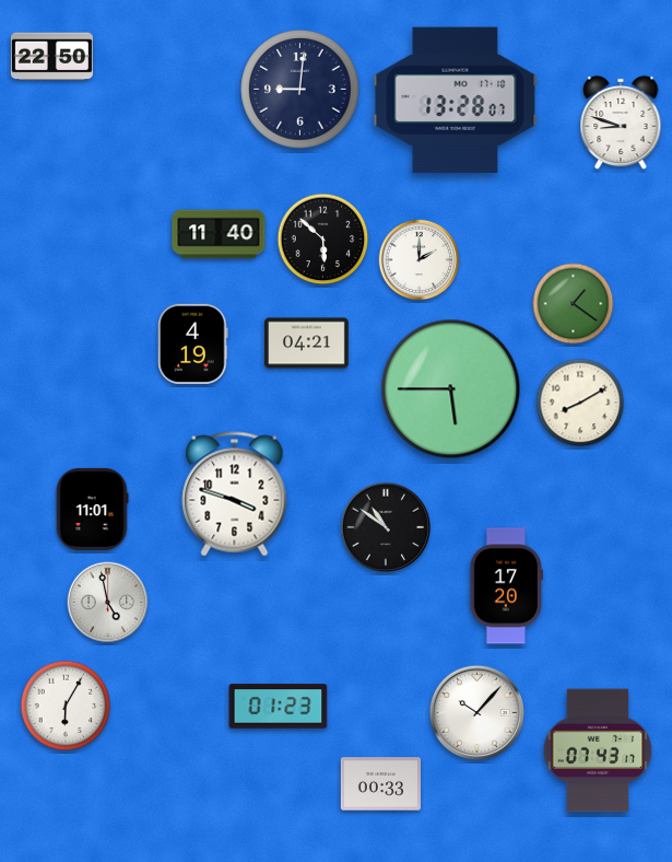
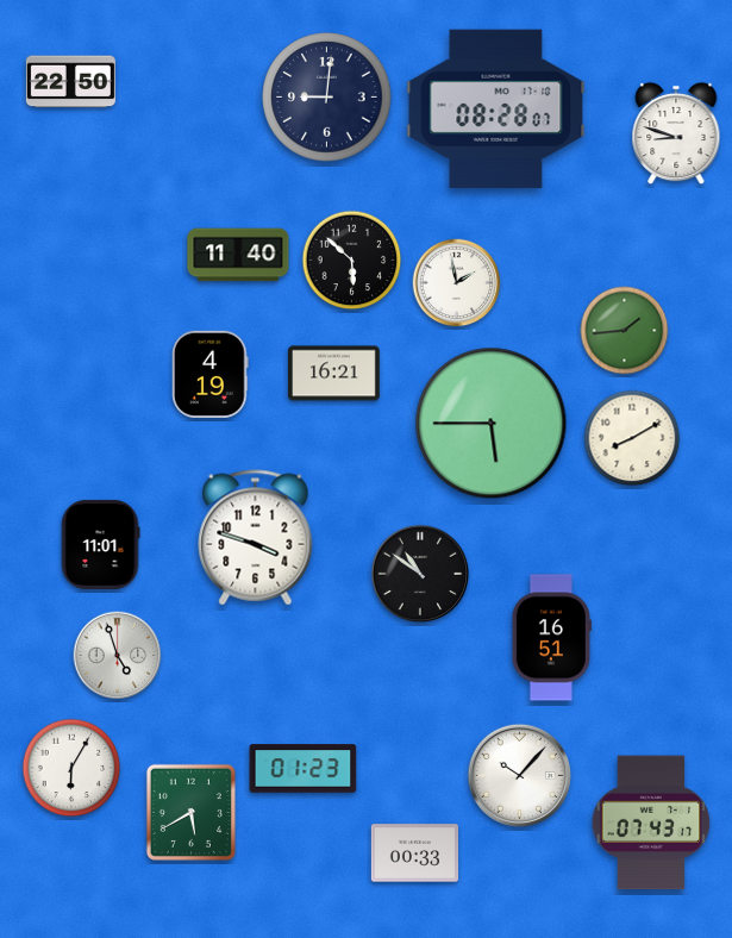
clock at (51, 57) position: (51, 57) -> (70, 82)
clock at (456, 101): 13:28 -> 08:28
clock at (420, 260): 2:00 -> 1:58
clock at (574, 304): 1:21 -> 1:44
clock at (307, 343): 04:21 -> 16:21
clock at (92, 509) position: (92, 509) -> (100, 544)
clock at (506, 586): 17:20 -> 16:51
clock at (108, 603): 4:58 -> 4:57
clock at (190, 812): none -> 5:40
clock at (598, 750) position: (598, 750) -> (651, 823)
